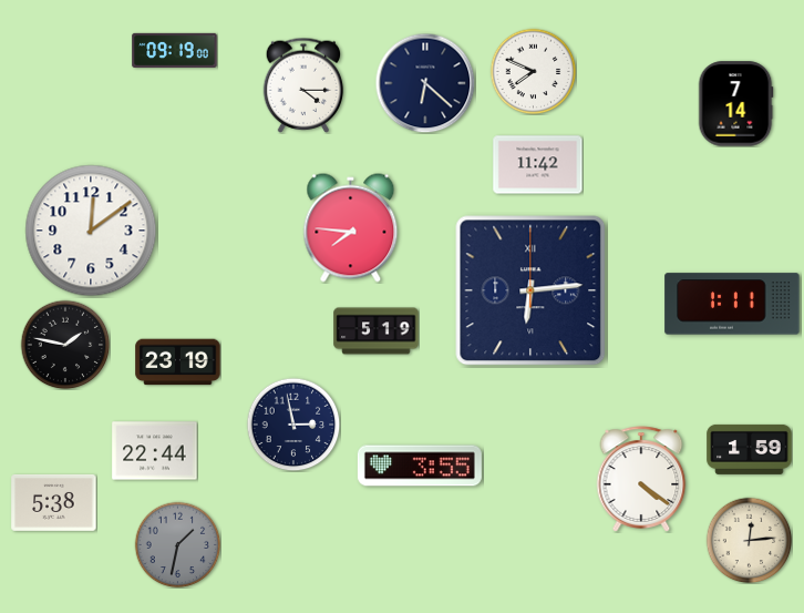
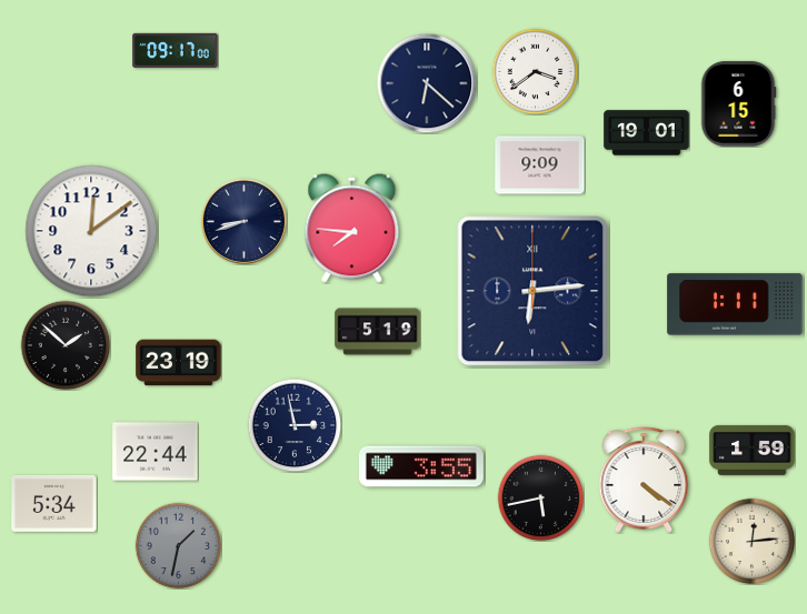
clock at (175, 50): 09:19 -> 09:17
clock at (533, 71): 7:49 -> 3:39
clock at (303, 85): 4:15 -> none
clock at (735, 104): 7:14 -> 6:15
clock at (647, 133): none -> 19:01
clock at (538, 165): 11:42 -> 9:09
clock at (243, 221): none -> 8:42
clock at (65, 345): 1:47 -> 1:52
clock at (540, 497): none -> 5:43
clock at (54, 503): 5:38 -> 5:34
